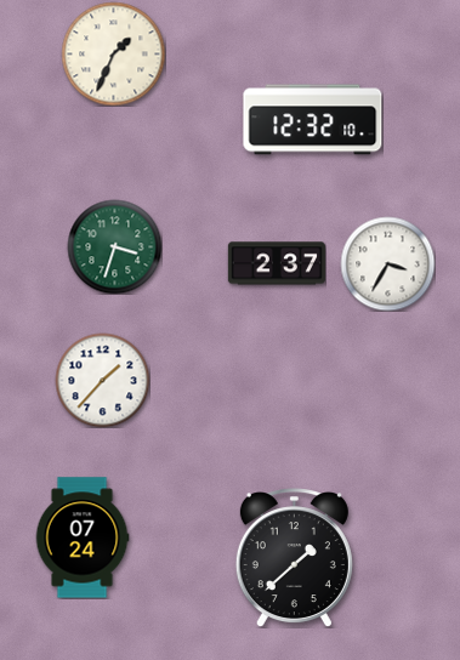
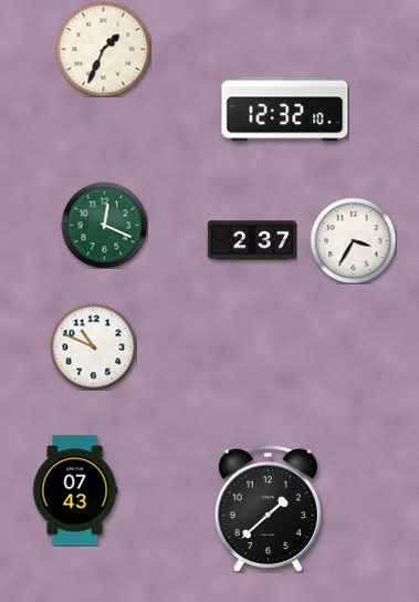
clock at (114, 246): 3:33 -> 12:19
clock at (102, 380): 1:37 -> 10:49
clock at (83, 537): 07:24 -> 07:43
